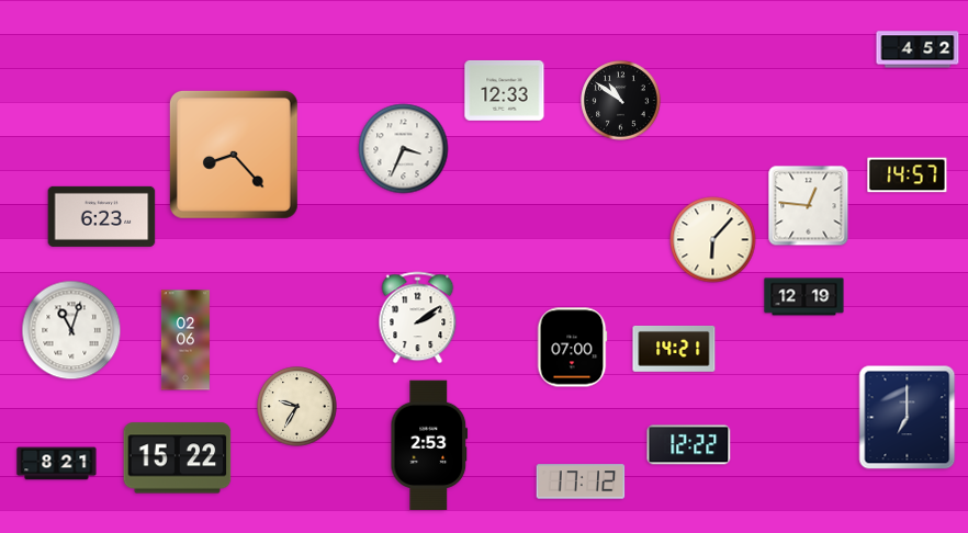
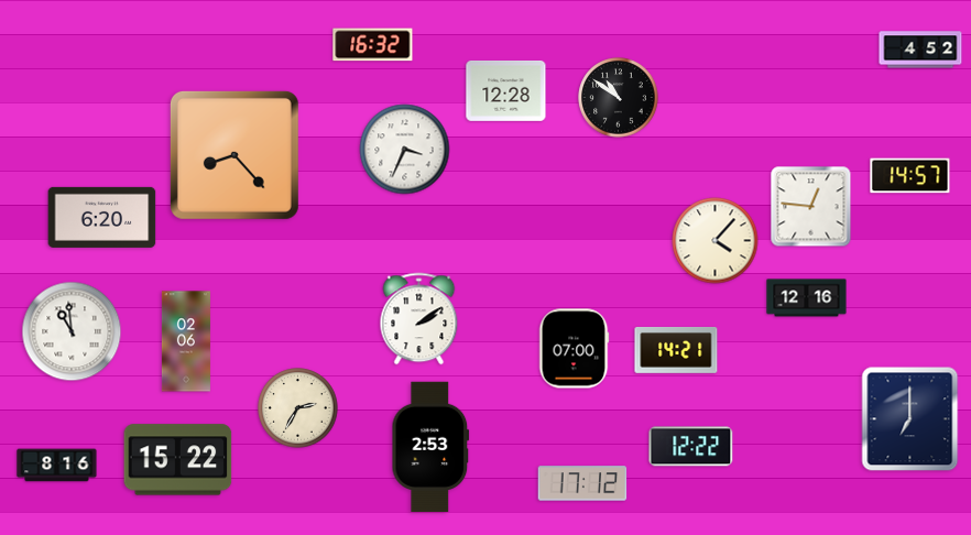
clock at (373, 45): none -> 16:32
clock at (505, 91): 12:33 -> 12:28
clock at (621, 101) position: (621, 101) -> (619, 98)
clock at (102, 216): 6:23 -> 6:20
clock at (713, 240): 6:07 -> 4:07
clock at (804, 297): 12:19 -> 12:16
clock at (71, 330): 11:03 -> 10:59
clock at (297, 407): 9:35 -> 2:35
clock at (57, 464): 8:21 -> 8:16
